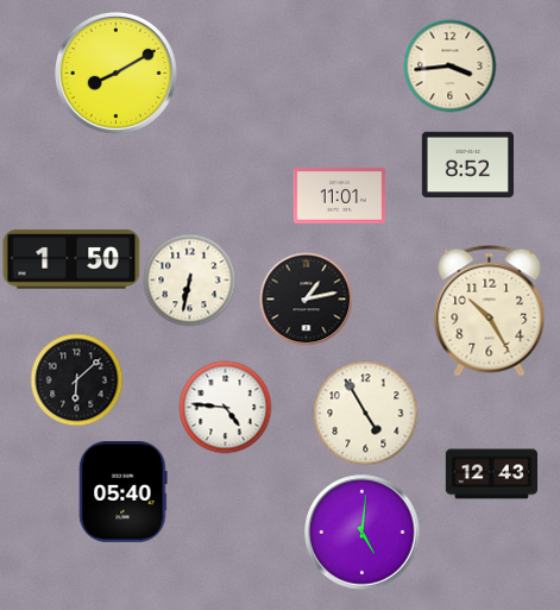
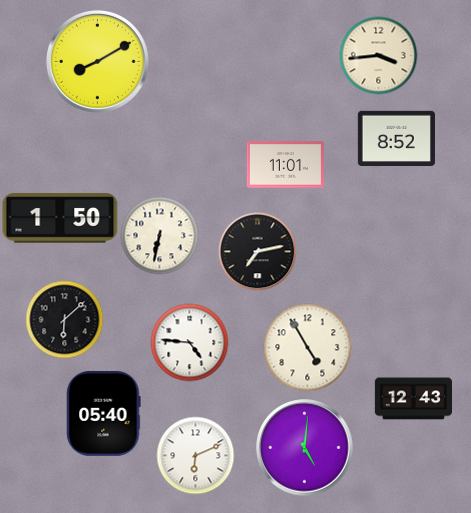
clock at (467, 164) position: (467, 164) -> (396, 138)
clock at (306, 298): 1:13 -> 7:13
clock at (490, 310): 10:25 -> none
clock at (195, 455): none -> 6:11
